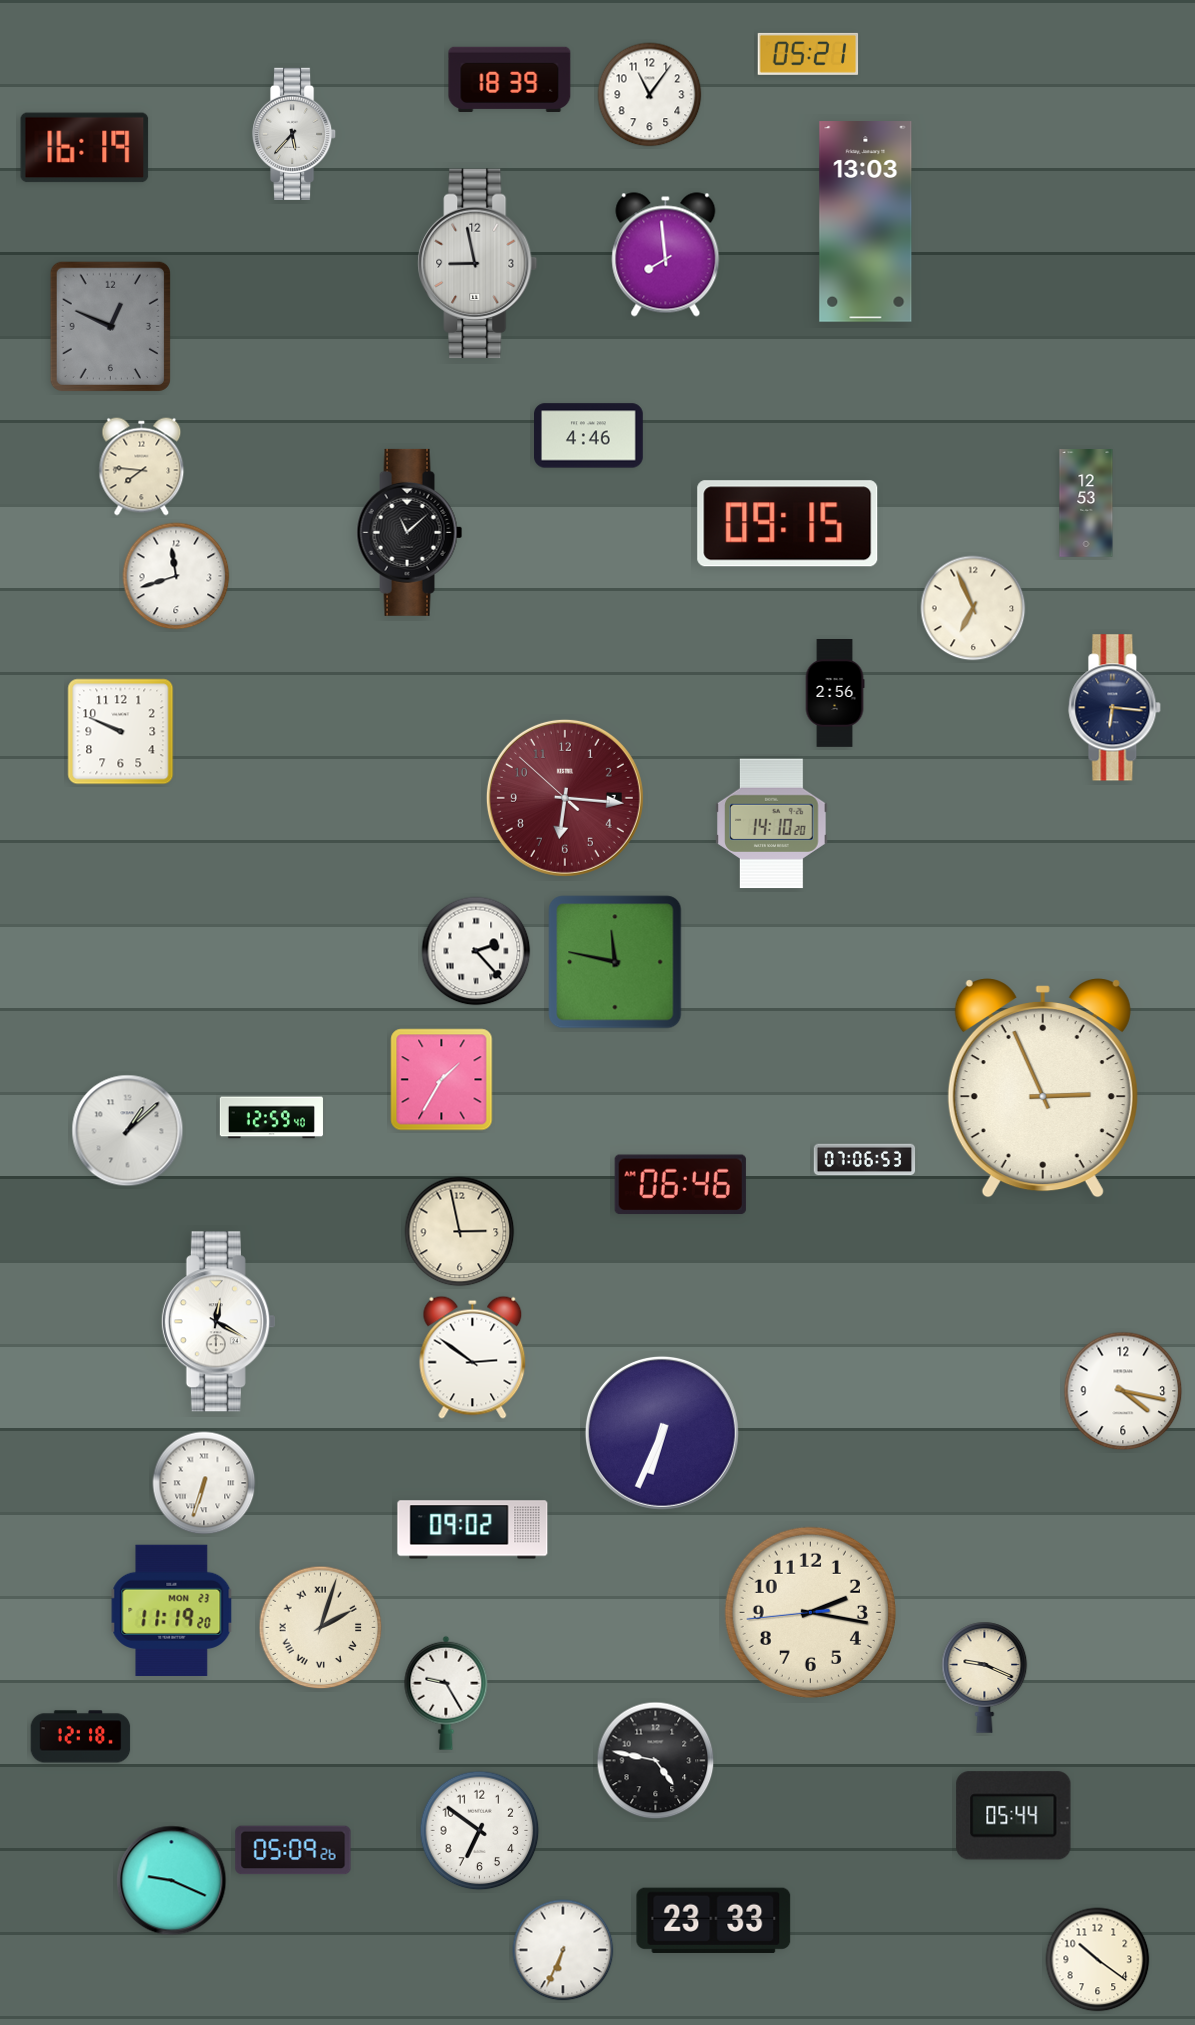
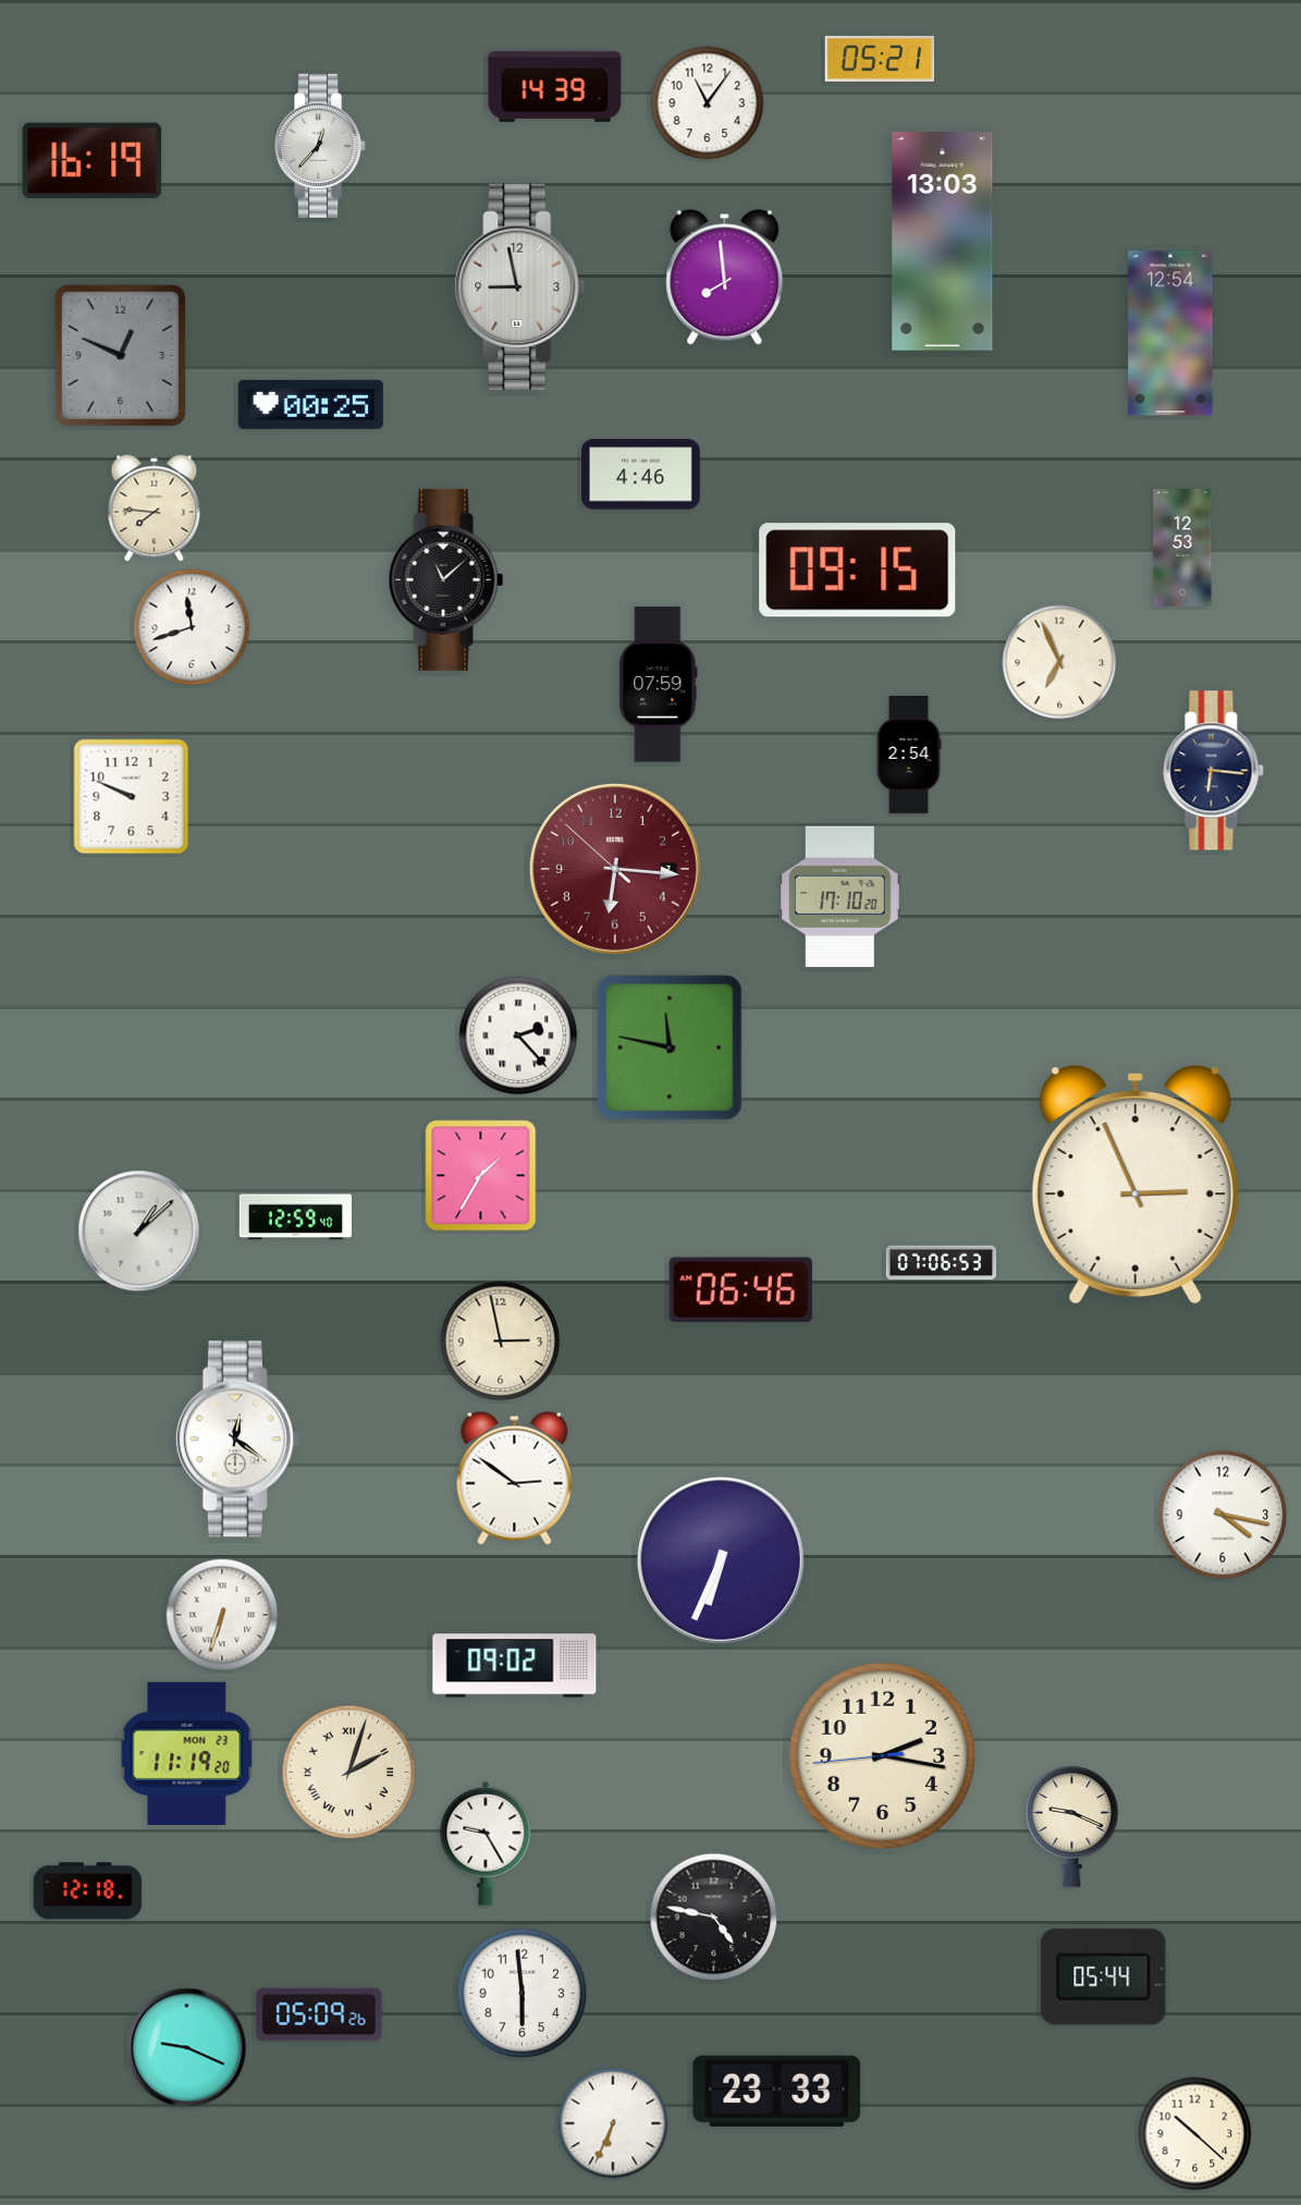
clock at (510, 79): 18:39 -> 14:39
clock at (295, 134): 5:37 -> 12:37
clock at (1170, 333): none -> 12:54
clock at (310, 404): none -> 00:25
clock at (659, 685): none -> 07:59
clock at (835, 694): 2:56 -> 2:54
clock at (772, 824): 14:10 -> 17:10
clock at (218, 1322): 12:20 -> 12:21
clock at (480, 1831): 6:51 -> 5:59
clock at (1098, 1960): 10:21 -> 10:22
